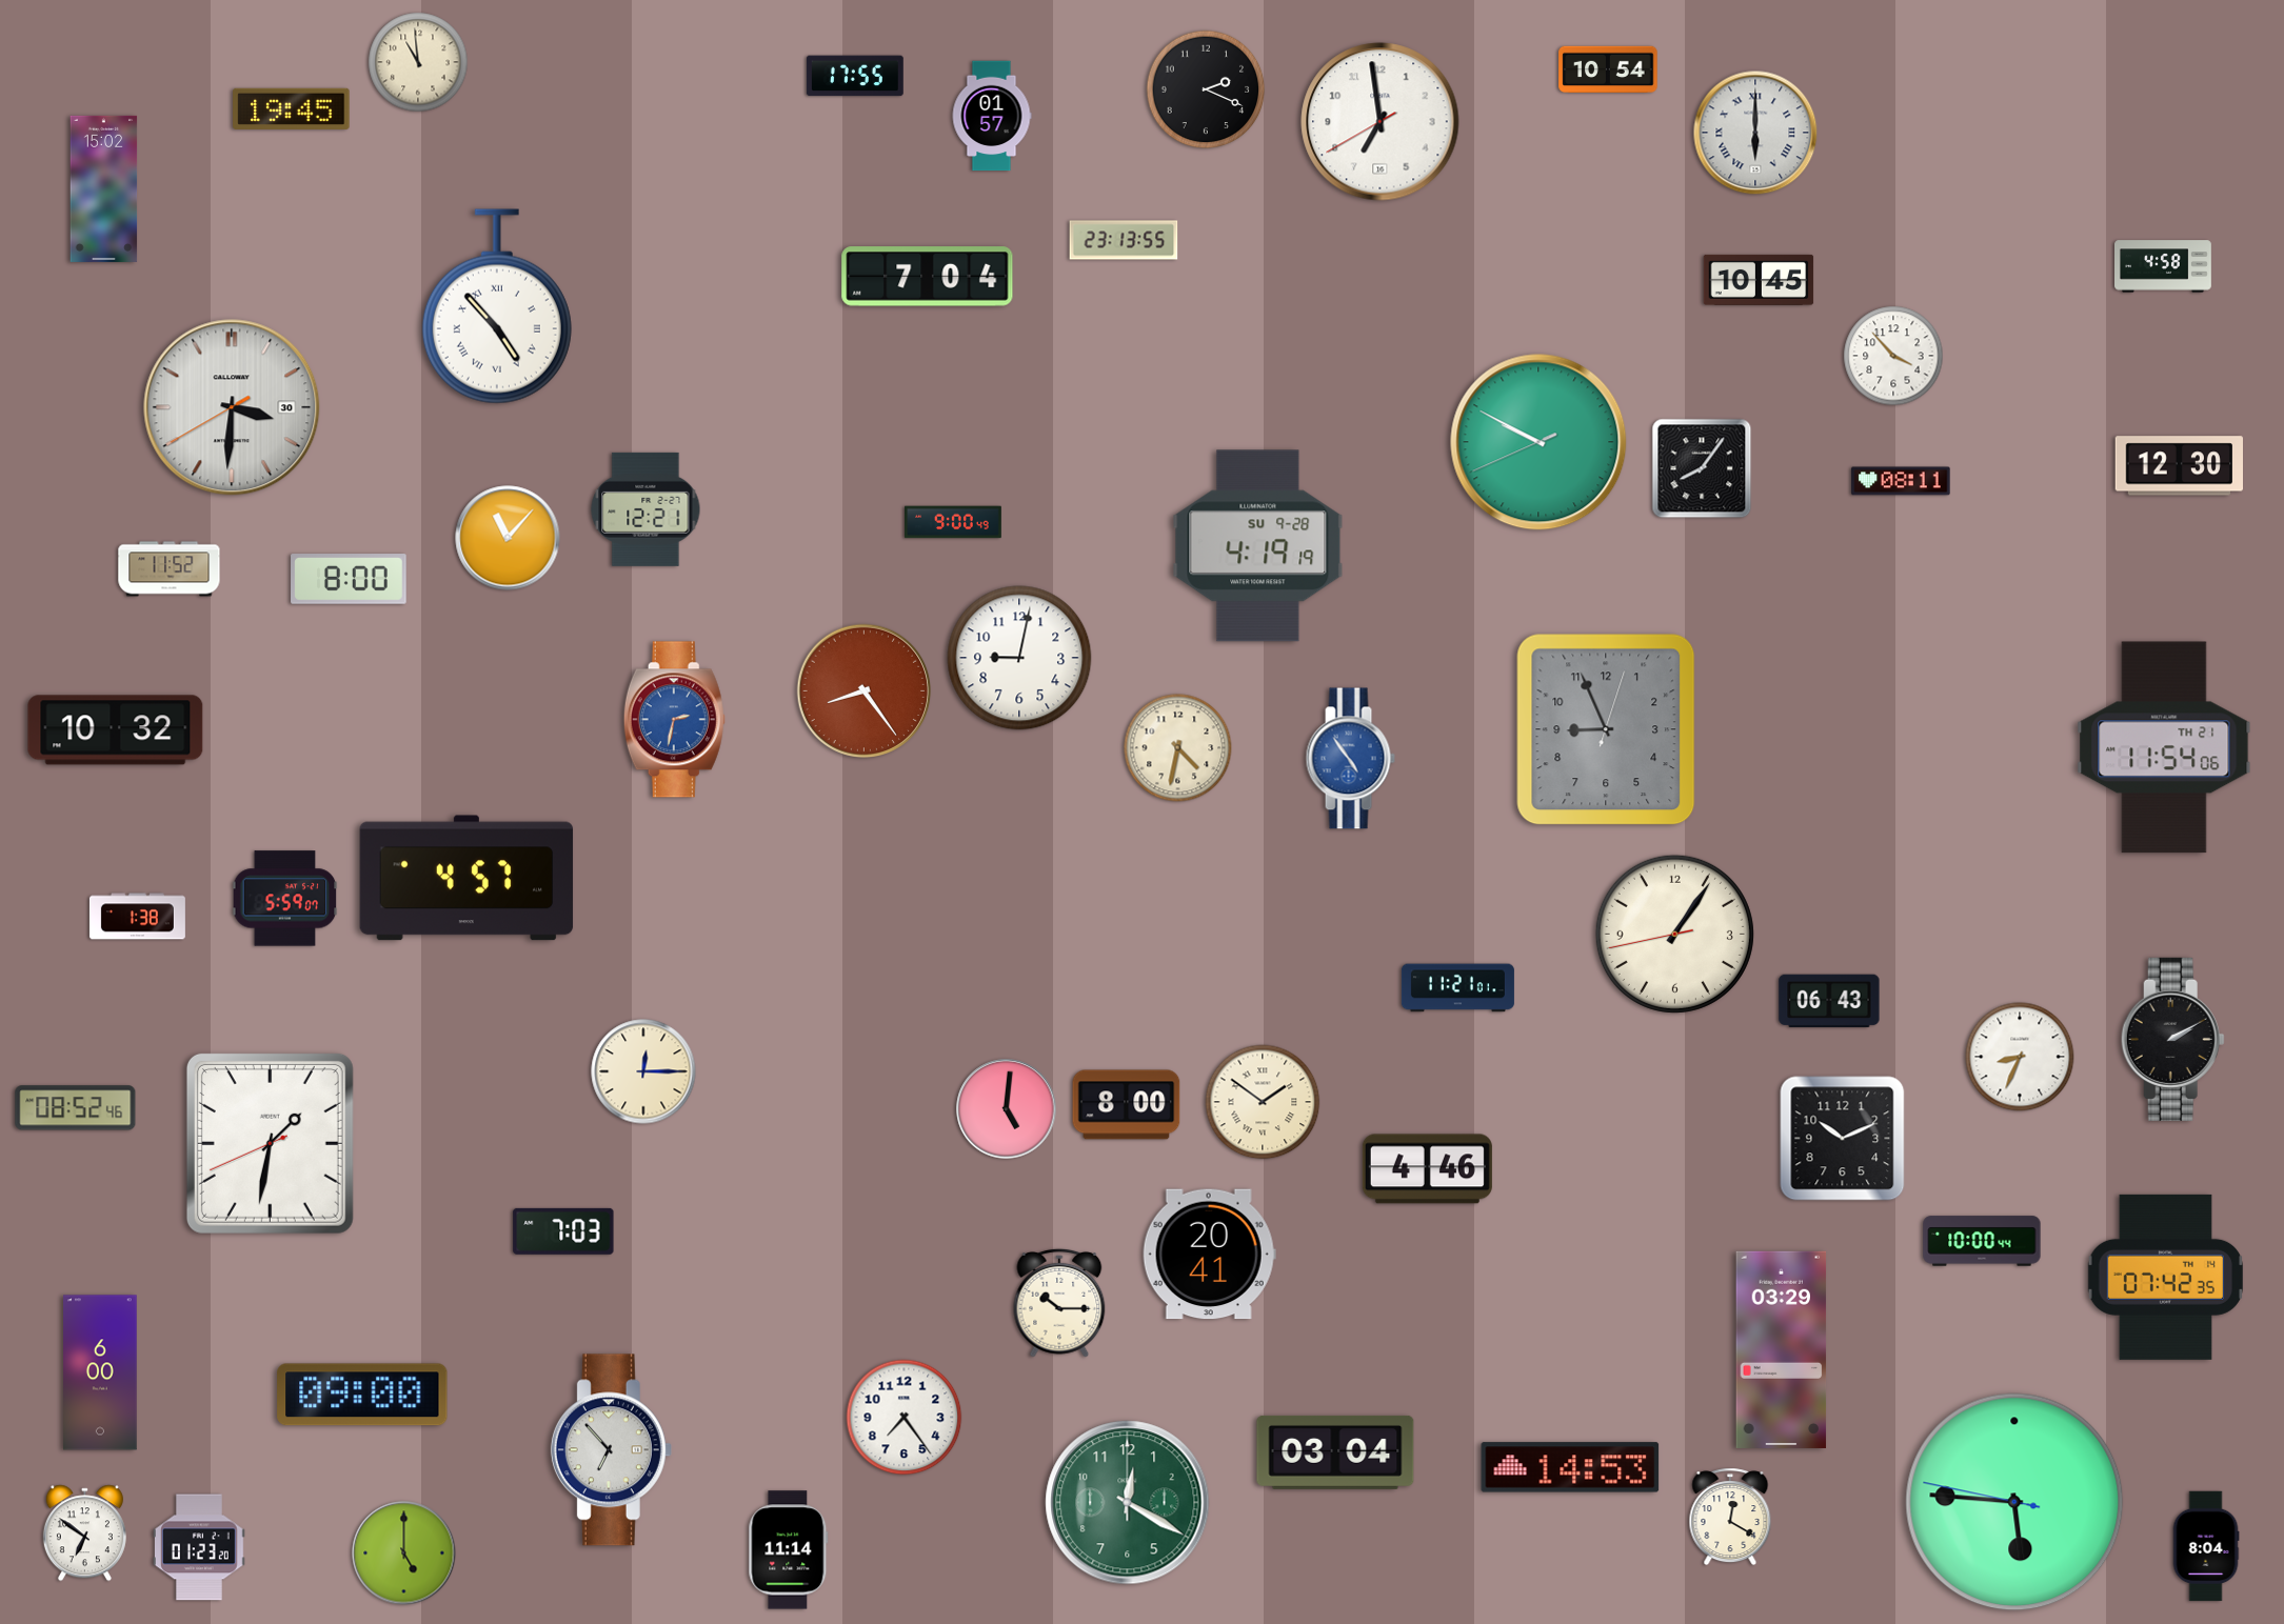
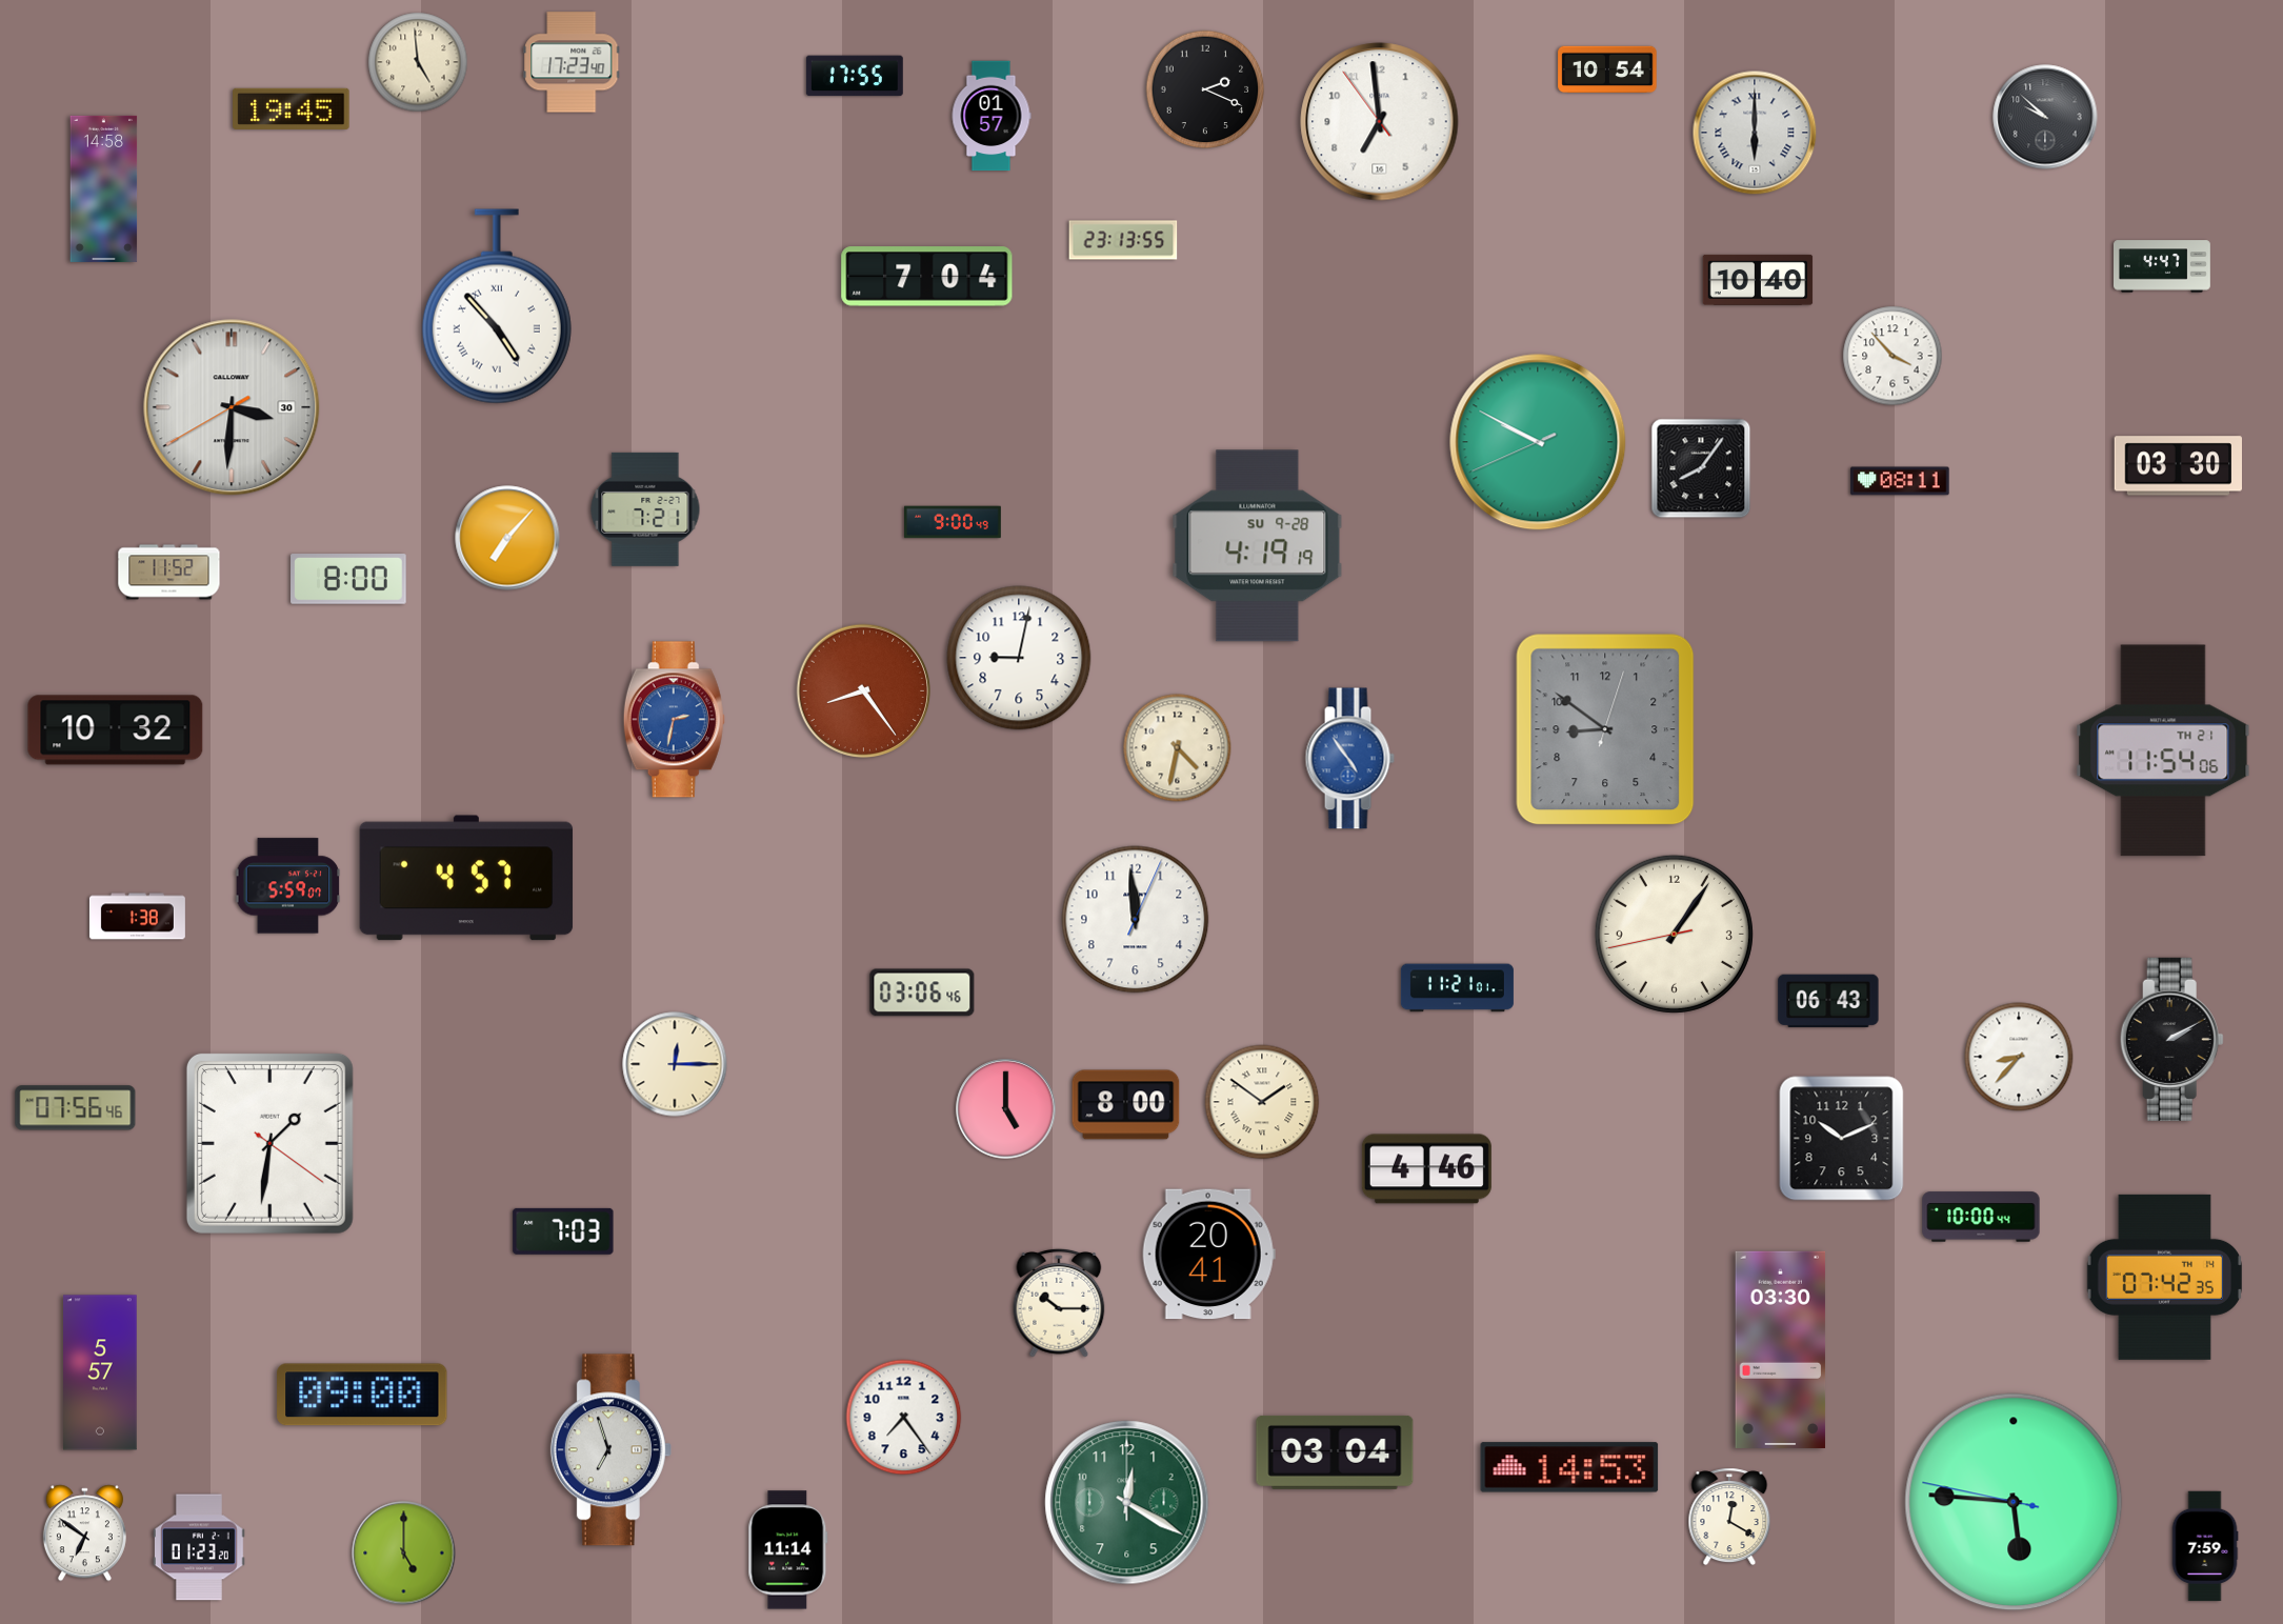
clock at (418, 62): 10:59 -> 4:59
clock at (572, 62): none -> 17:23
clock at (2045, 117): none -> 9:52
clock at (1381, 122): 6:58:40 -> 6:58:54
clock at (104, 188): 15:02 -> 14:58
clock at (2164, 266): 4:58 -> 4:47
clock at (1759, 280): 10:45 -> 10:40
clock at (2179, 466): 12:30 -> 03:30
clock at (646, 509): 12:21 -> 7:21
clock at (508, 538): 11:07 -> 7:07
clock at (170, 569) position: (170, 569) -> (169, 573)
clock at (1606, 729): 8:56 -> 8:51
clock at (2164, 747) position: (2164, 747) -> (2163, 750)
clock at (285, 899) position: (285, 899) -> (288, 886)
clock at (1136, 920): none -> 11:59
clock at (922, 993): none -> 03:06
clock at (2020, 1057): 8:34 -> 8:37
clock at (643, 1071) position: (643, 1071) -> (675, 1064)
clock at (76, 1108): 08:52 -> 07:56
clock at (1007, 1109): 5:01 -> 5:00
clock at (270, 1143): 1:31:41 -> 1:31:21
clock at (1982, 1241) position: (1982, 1241) -> (1981, 1217)
clock at (1782, 1349): 03:29 -> 03:30
clock at (100, 1372): 6:00 -> 5:57
clock at (611, 1450): 6:53 -> 6:57
clock at (2206, 1546): 8:04 -> 7:59
